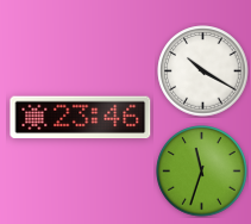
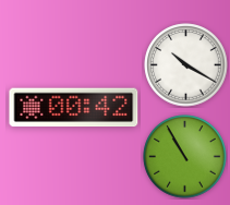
clock at (81, 118): 23:46 -> 00:42
clock at (202, 172): 11:33 -> 10:55
